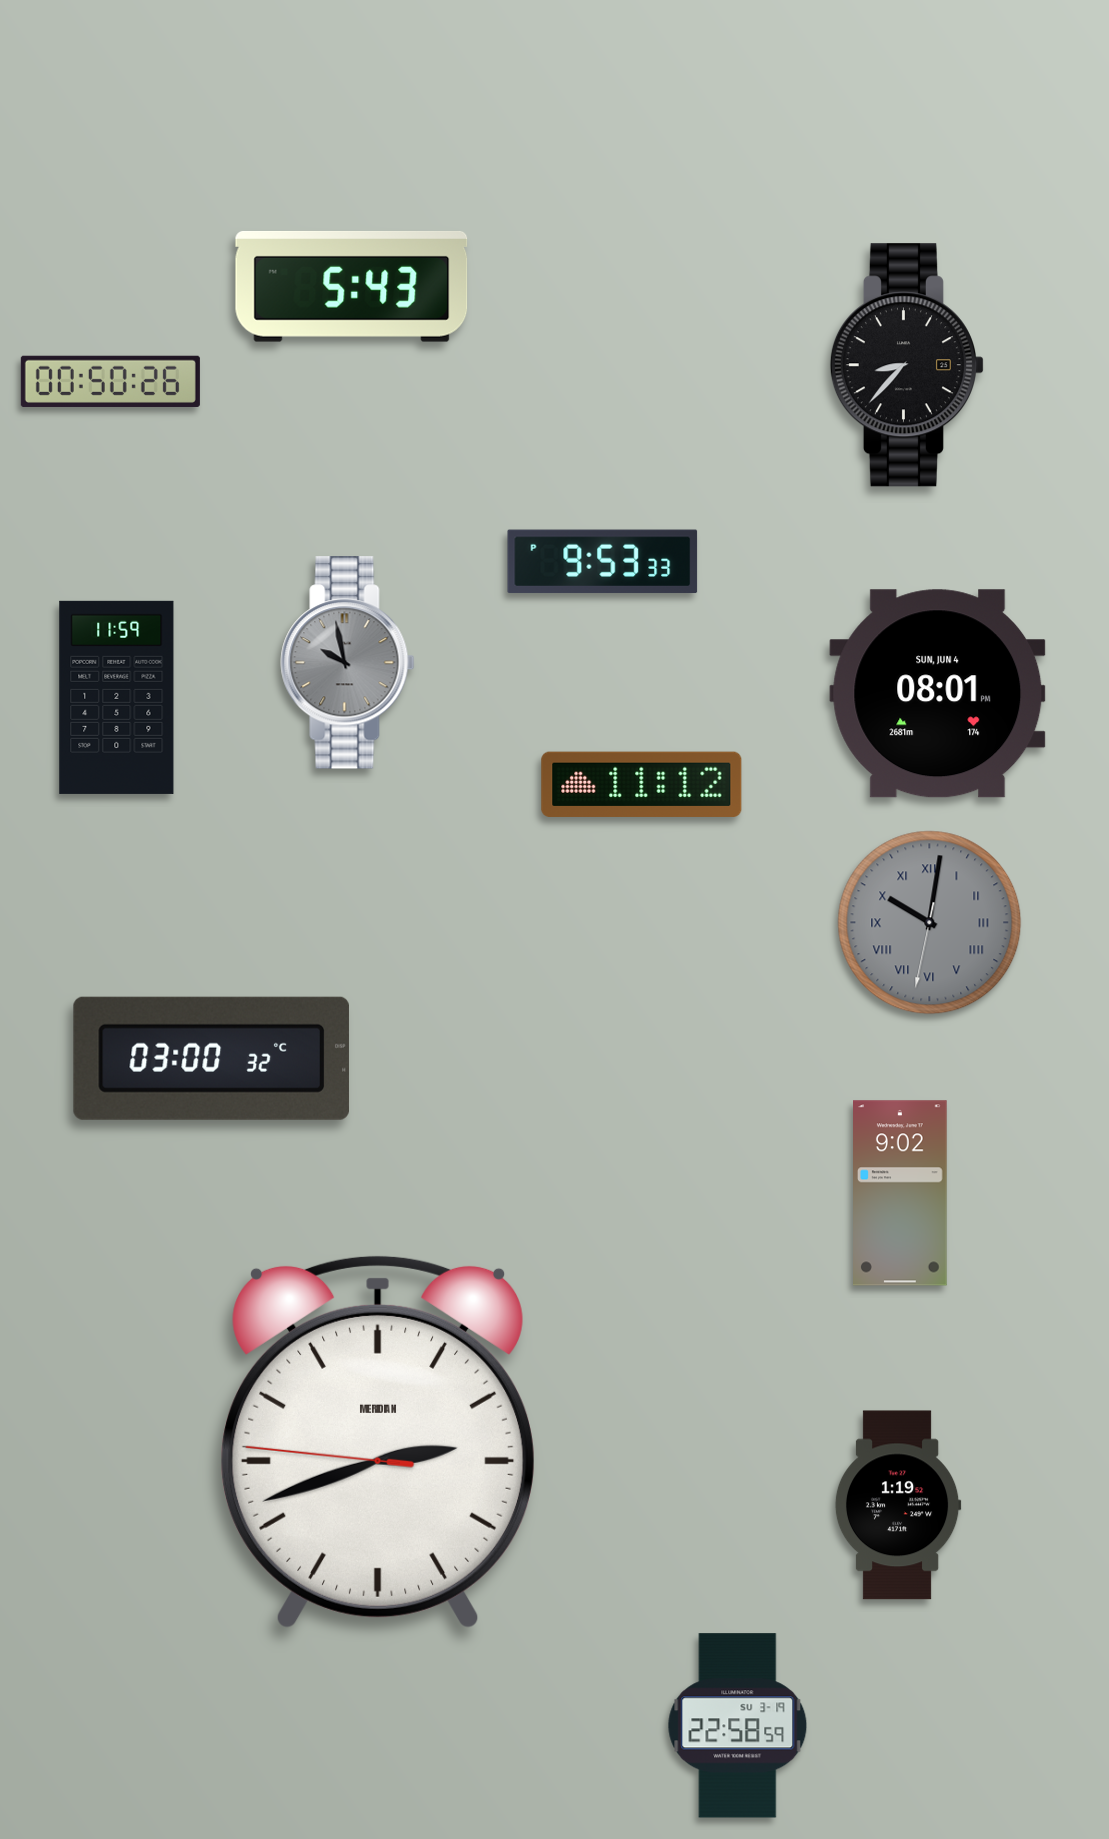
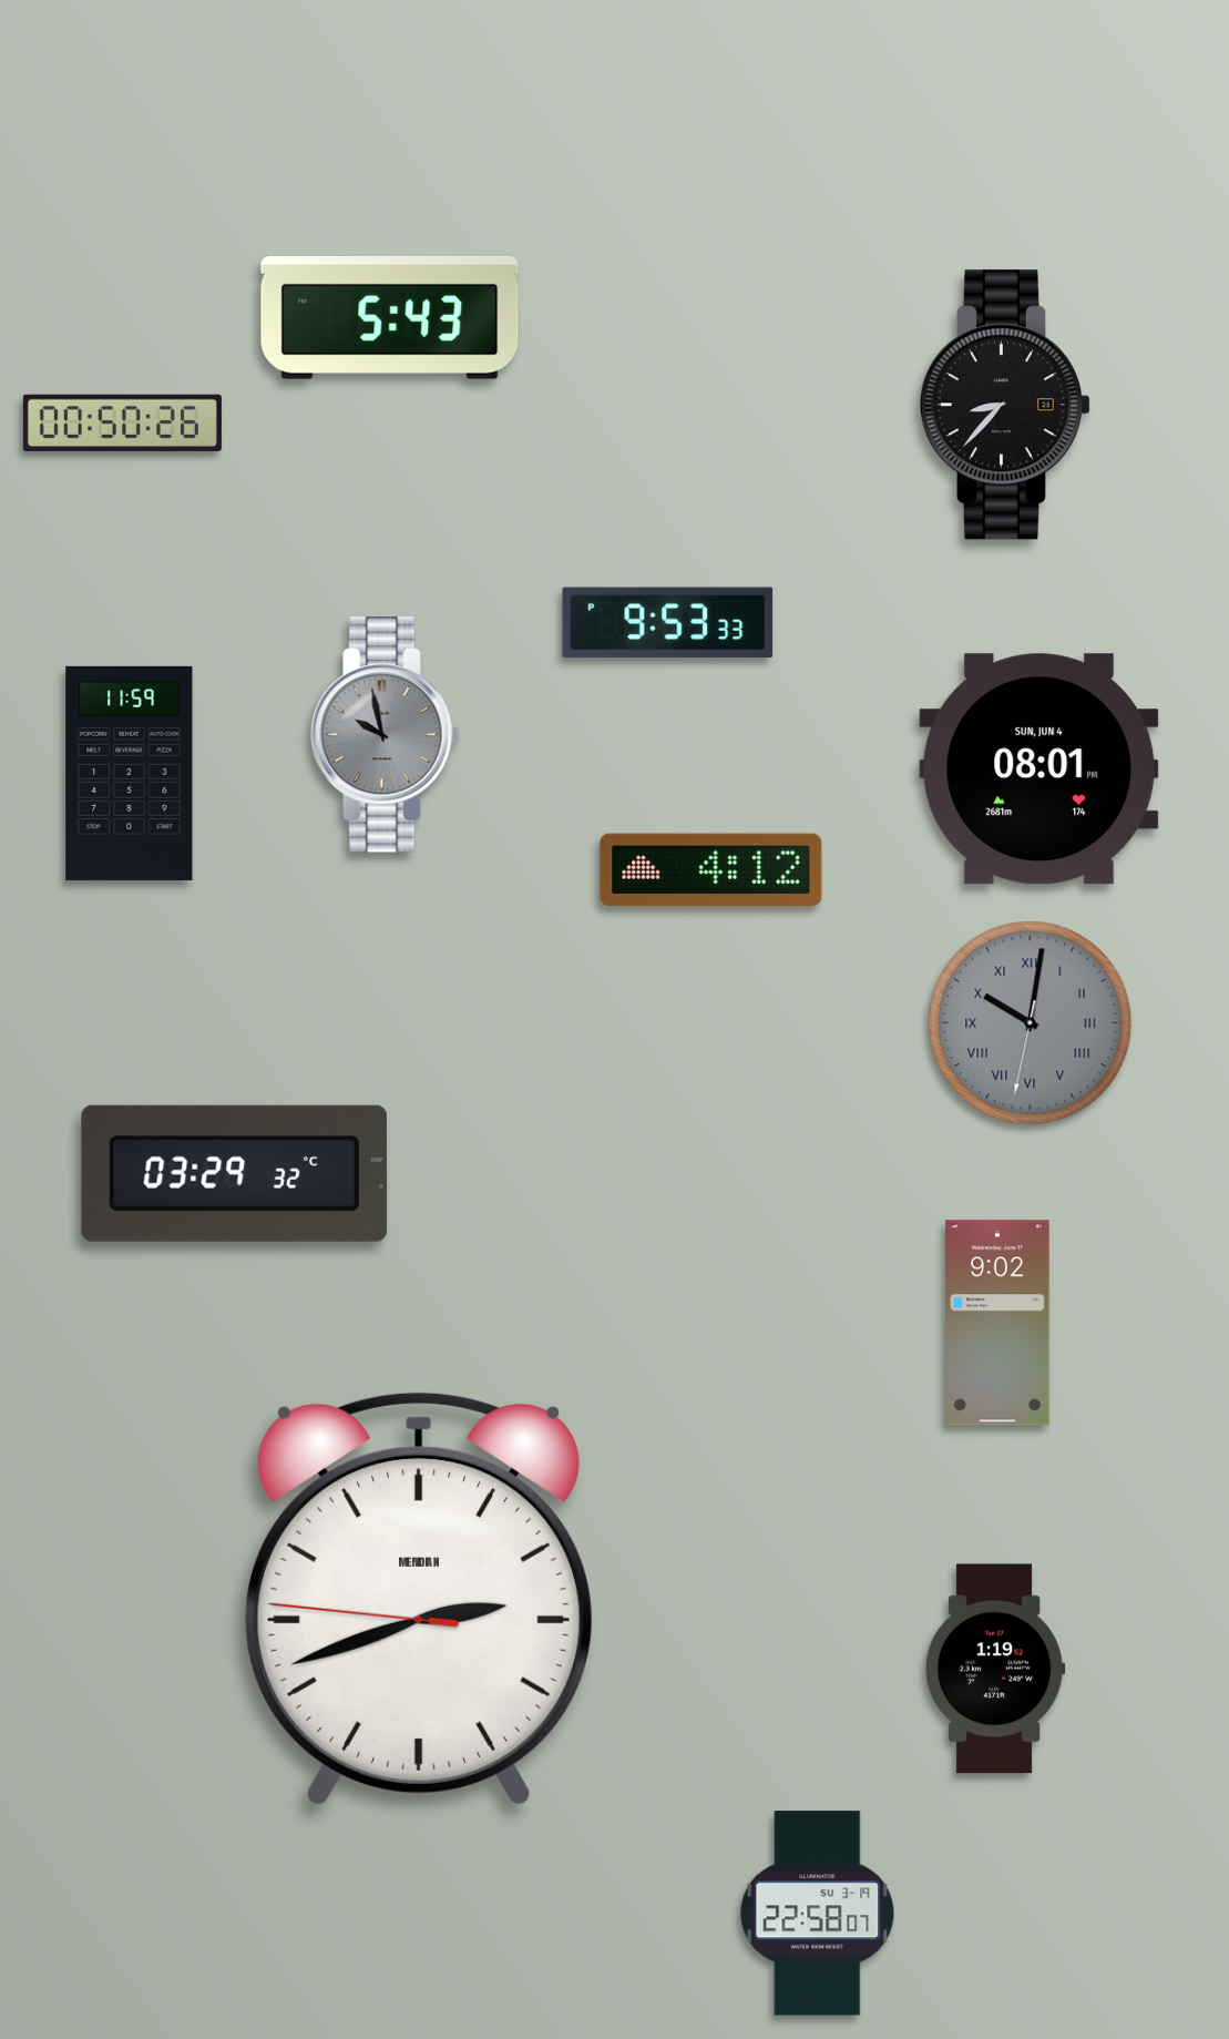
clock at (642, 784): 11:12 -> 4:12
clock at (211, 1058): 03:00 -> 03:29
clock at (738, 1726): 22:58:59 -> 22:58:07
